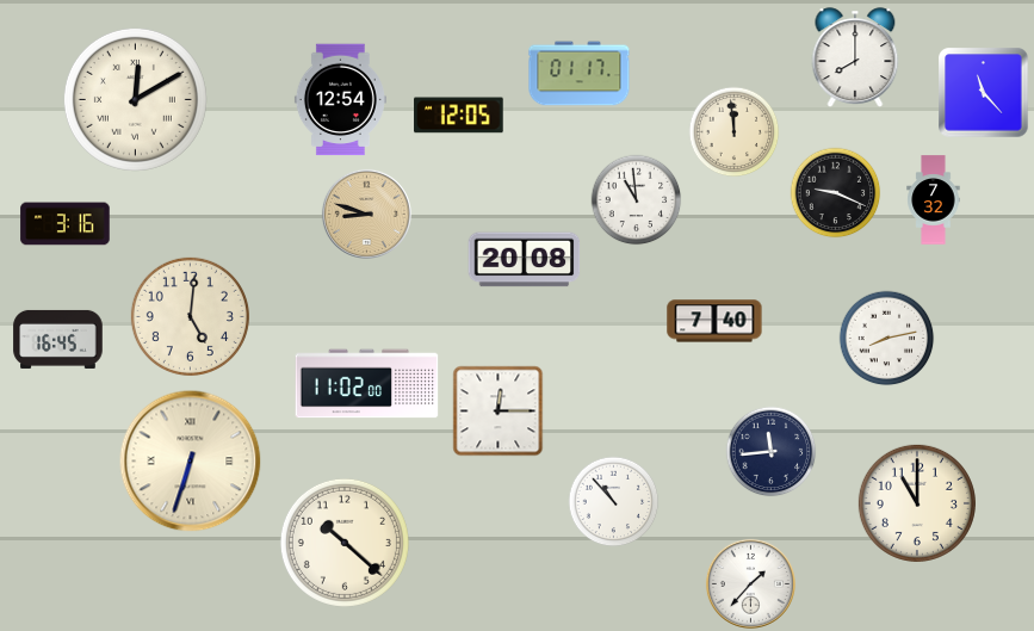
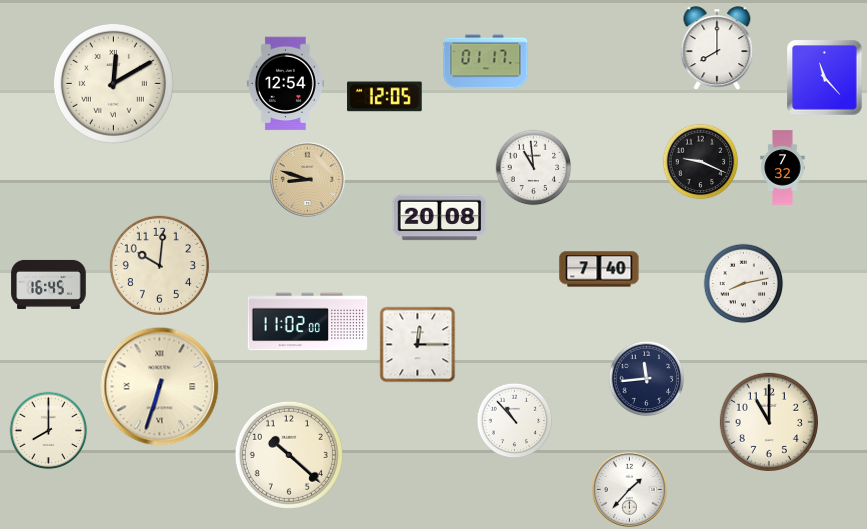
clock at (735, 132): 11:59 -> none
clock at (66, 224): 3:16 -> none
clock at (190, 316): 5:01 -> 10:01
clock at (49, 431): none -> 8:00
